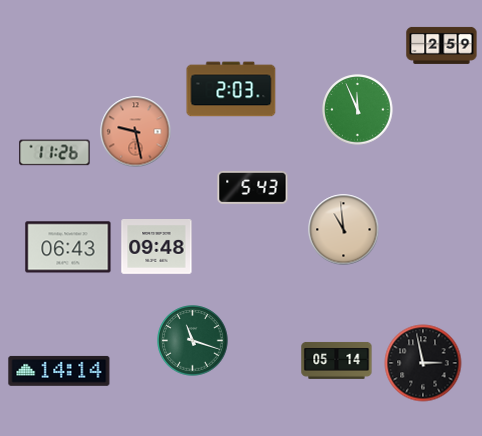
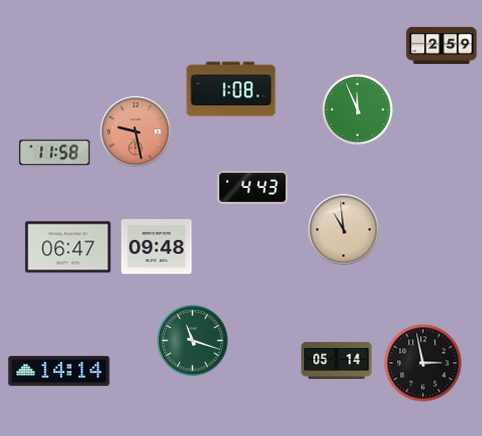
clock at (231, 89): 2:03 -> 1:08
clock at (55, 153): 11:26 -> 11:58
clock at (253, 187): 5:43 -> 4:43
clock at (68, 247): 06:43 -> 06:47
